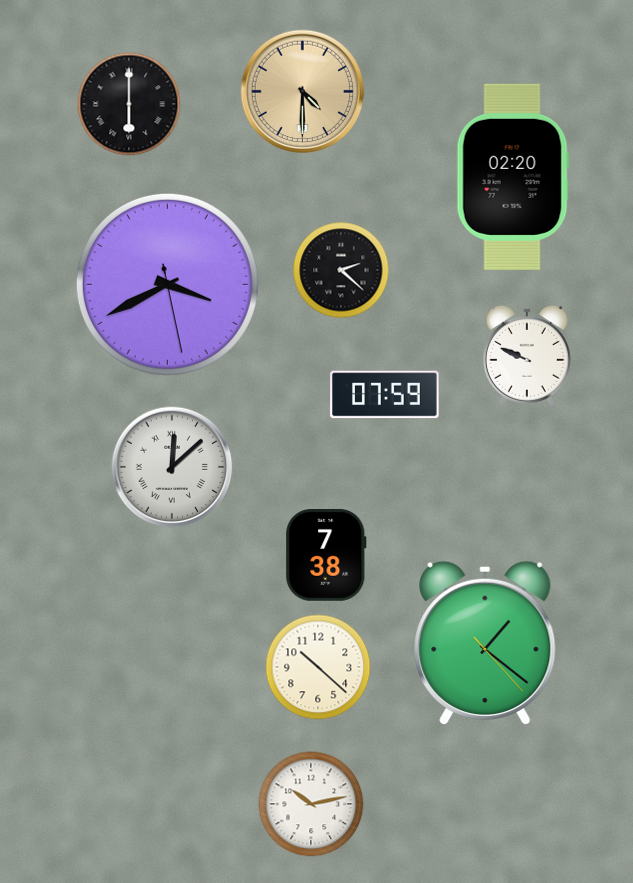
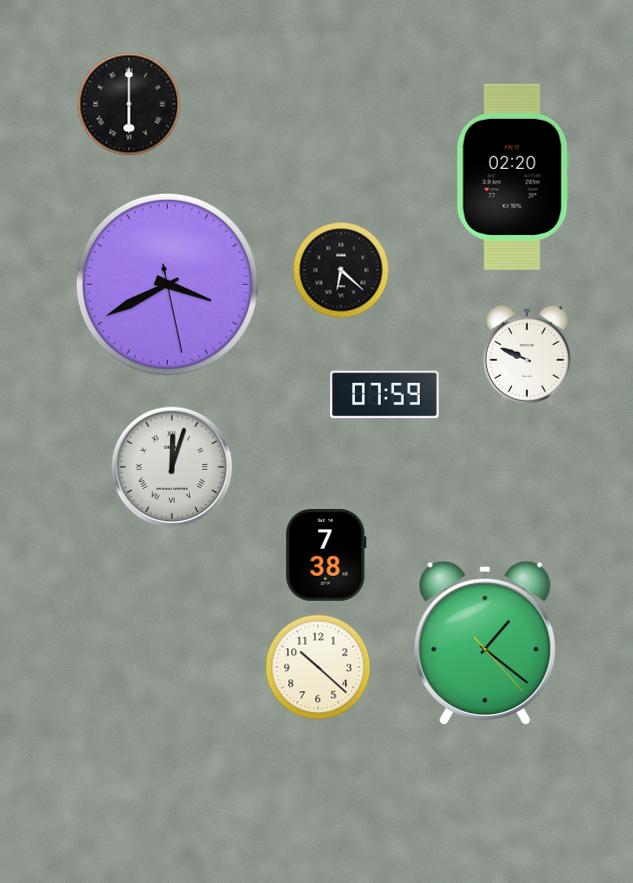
clock at (303, 92): 4:30 -> none
clock at (341, 270): 2:22 -> 6:22
clock at (172, 467): 12:08 -> 12:03
clock at (311, 804): 10:13 -> none
